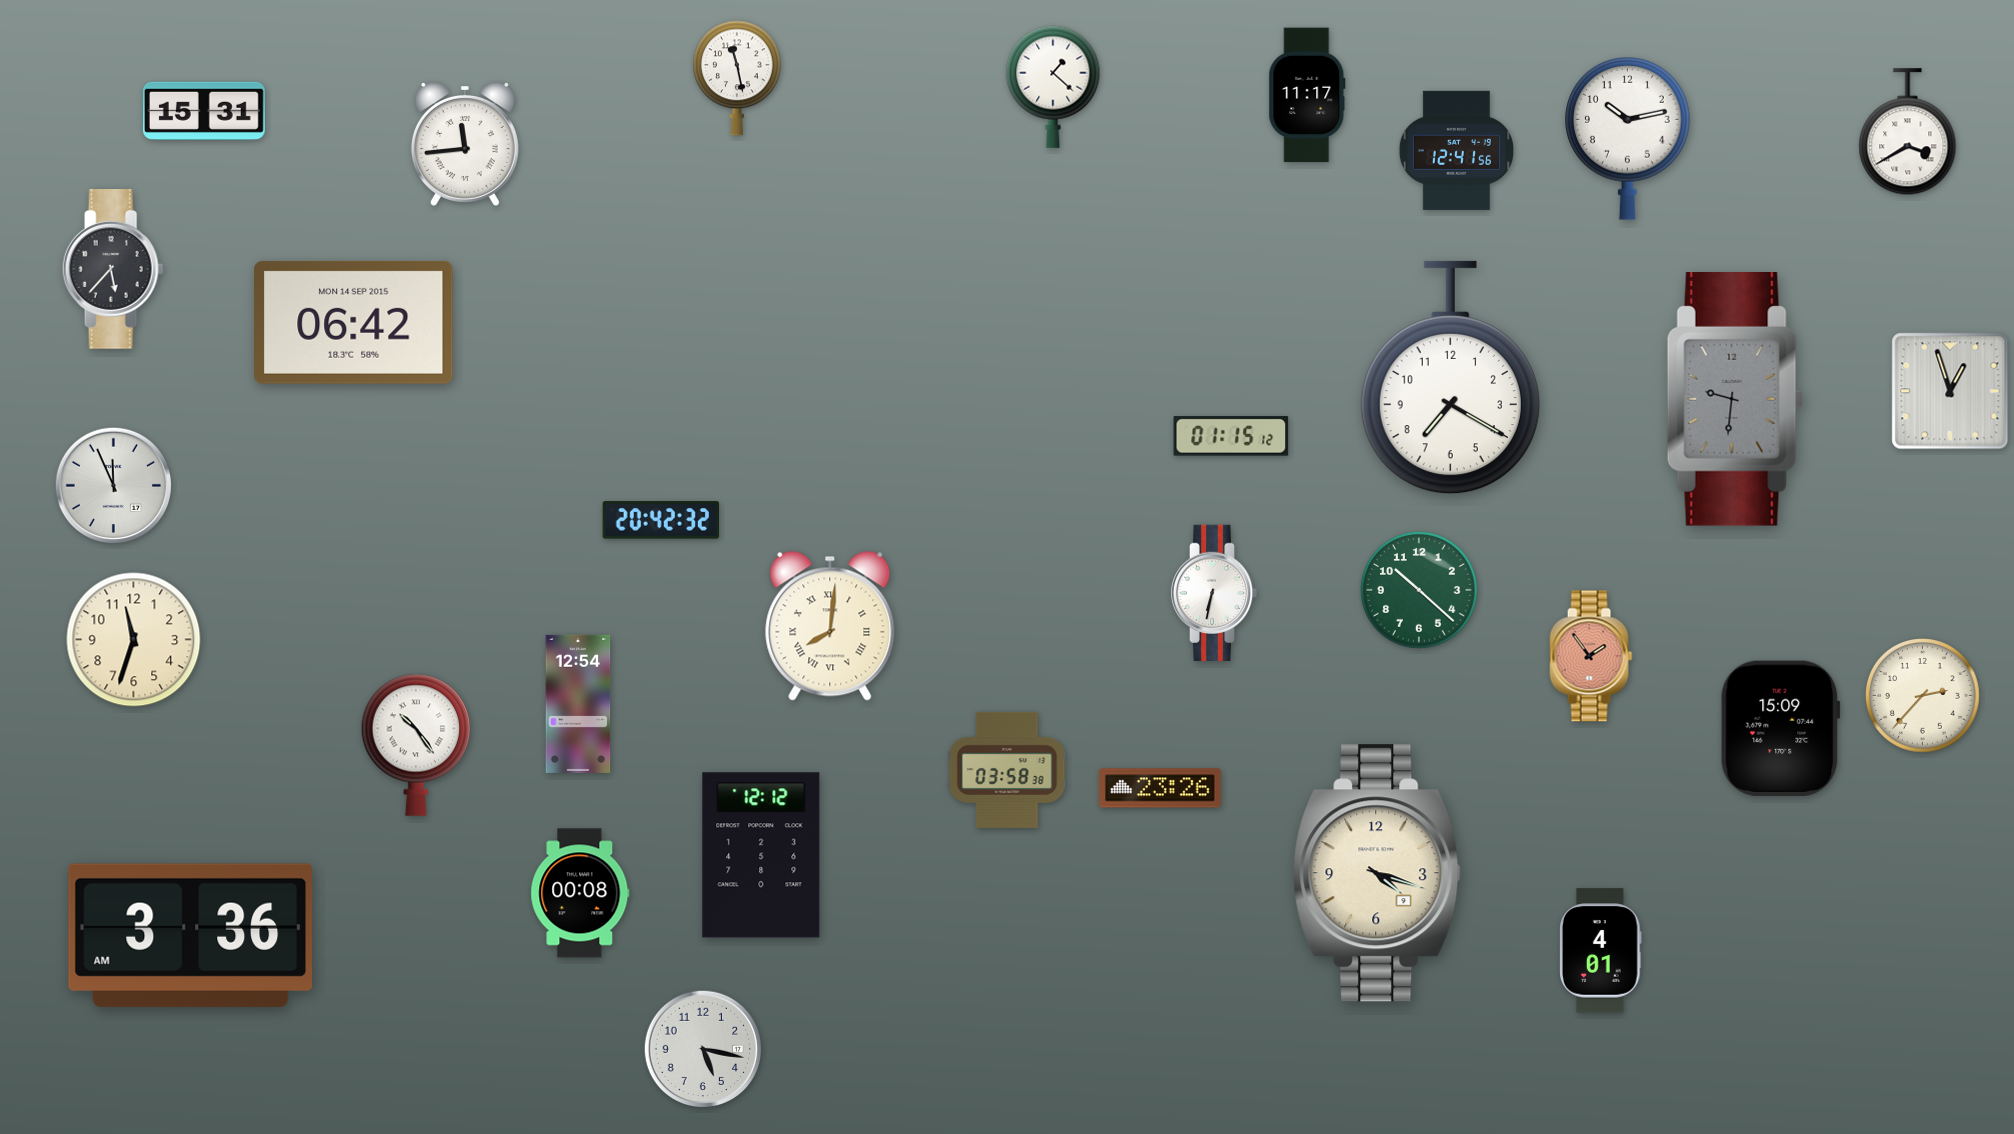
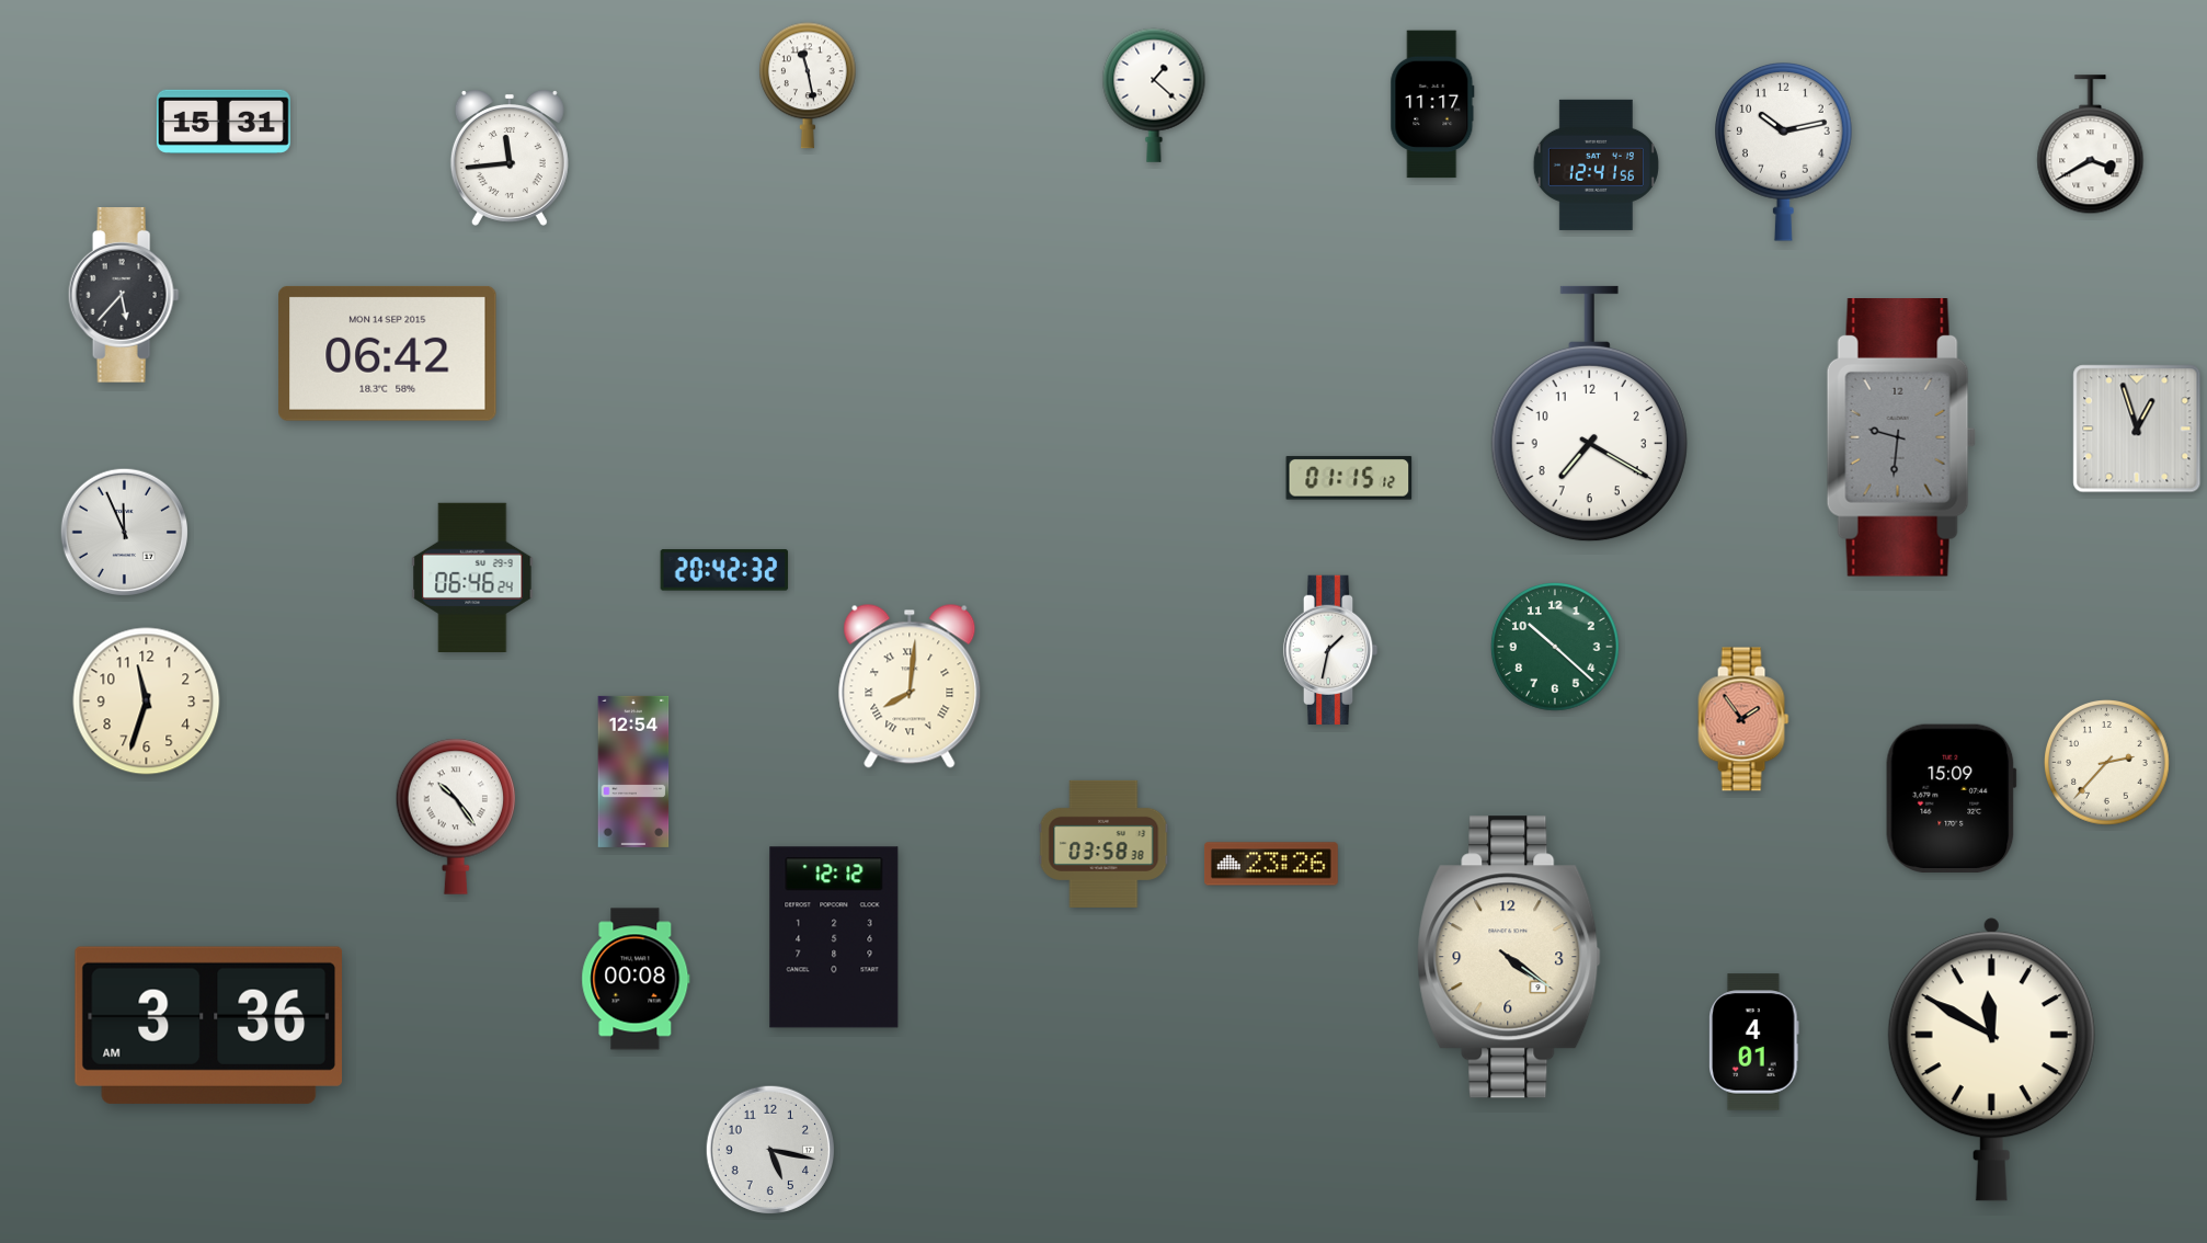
clock at (472, 577): none -> 06:46
clock at (1214, 592): 6:32 -> 1:32
clock at (1377, 873): 4:18 -> 4:21
clock at (1991, 1060): none -> 11:50
